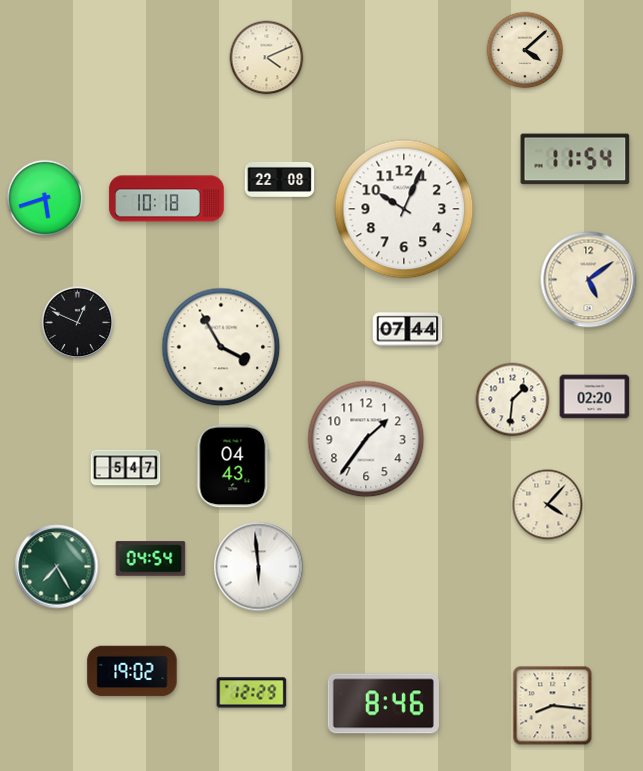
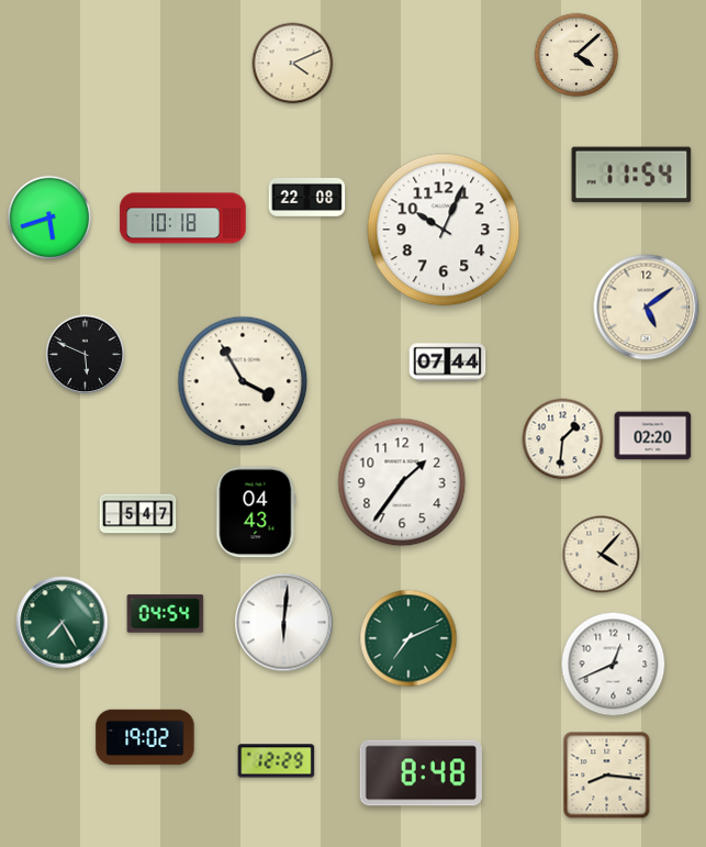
clock at (78, 323): 12:49 -> 5:49
clock at (259, 567): 5:59 -> 6:01
clock at (408, 638): none -> 7:11
clock at (614, 665): none -> 12:41
clock at (383, 704): 8:46 -> 8:48
